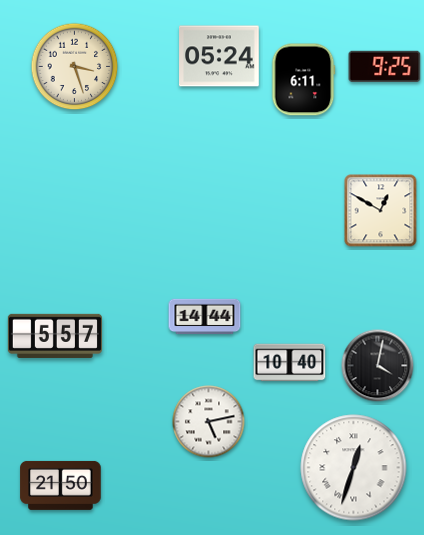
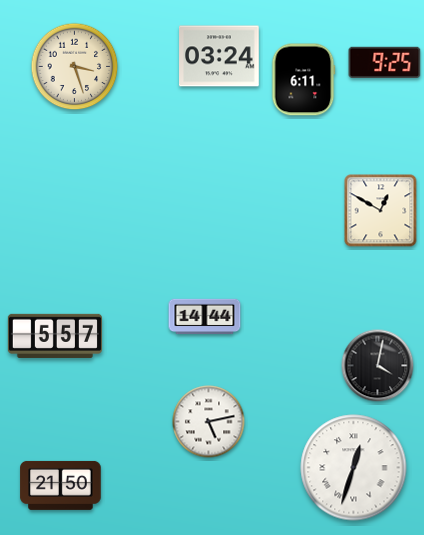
clock at (220, 56): 05:24 -> 03:24
clock at (385, 66) position: (385, 66) -> (385, 62)
clock at (290, 363): 10:40 -> none
